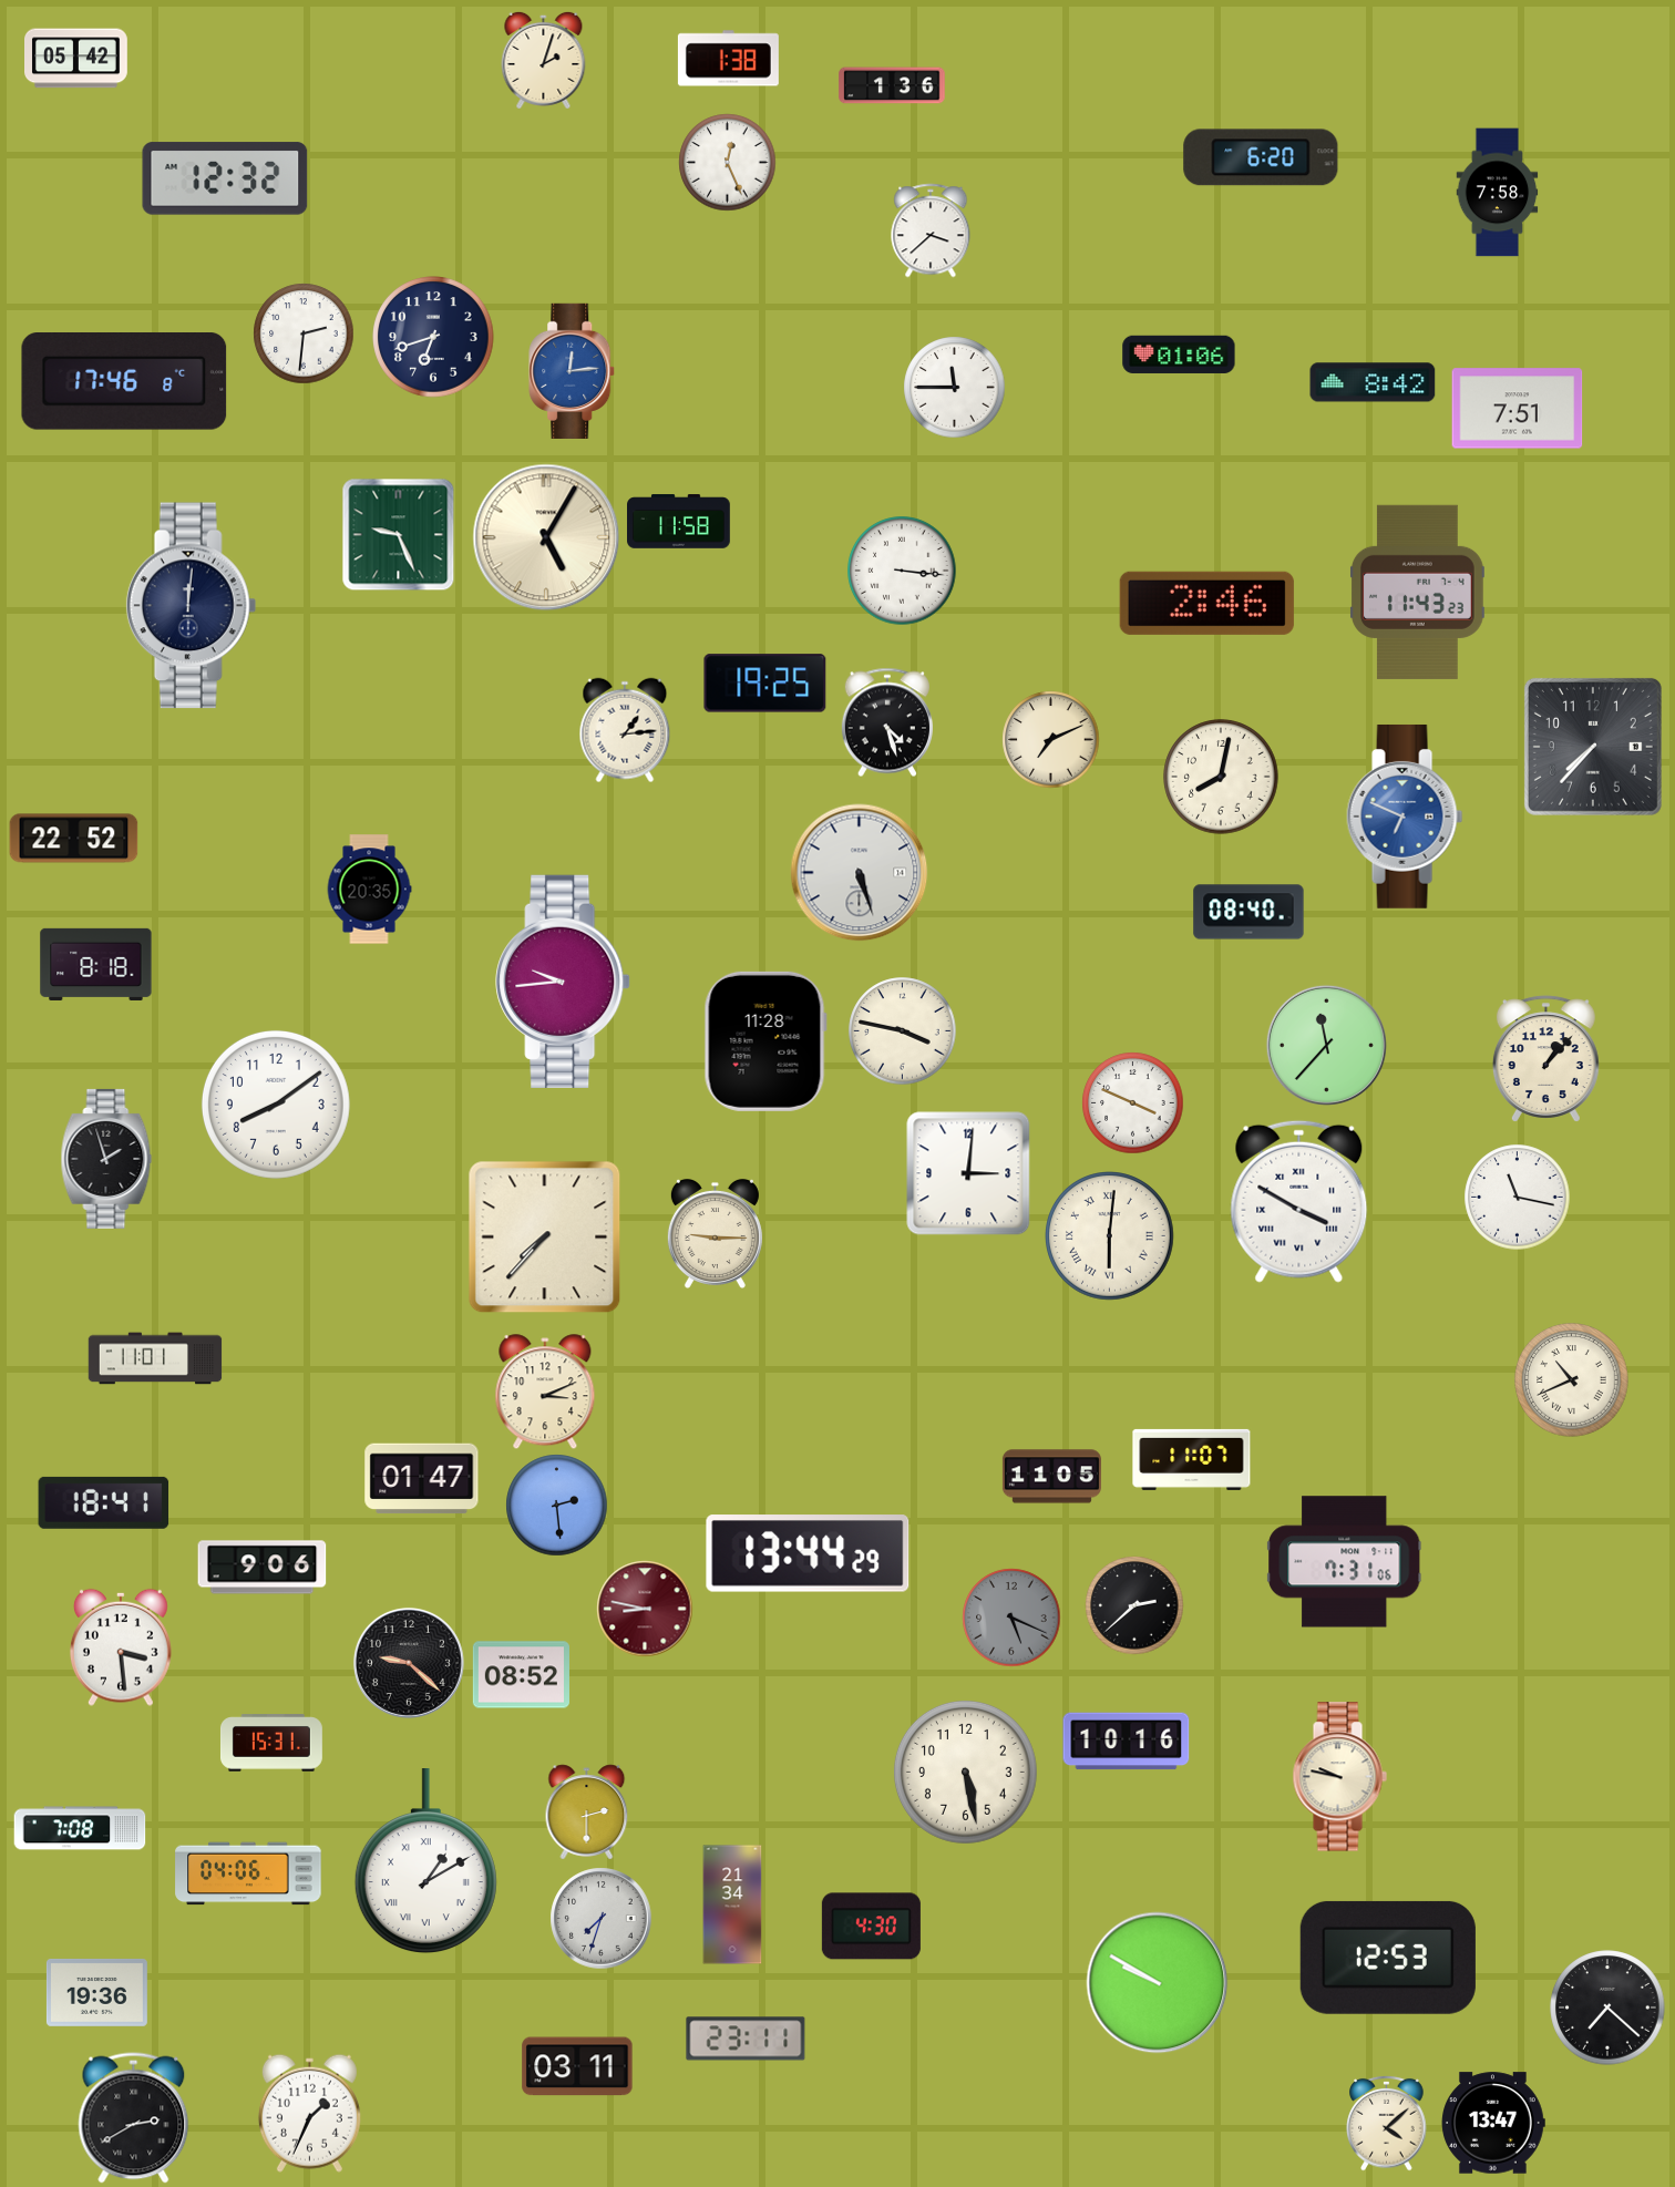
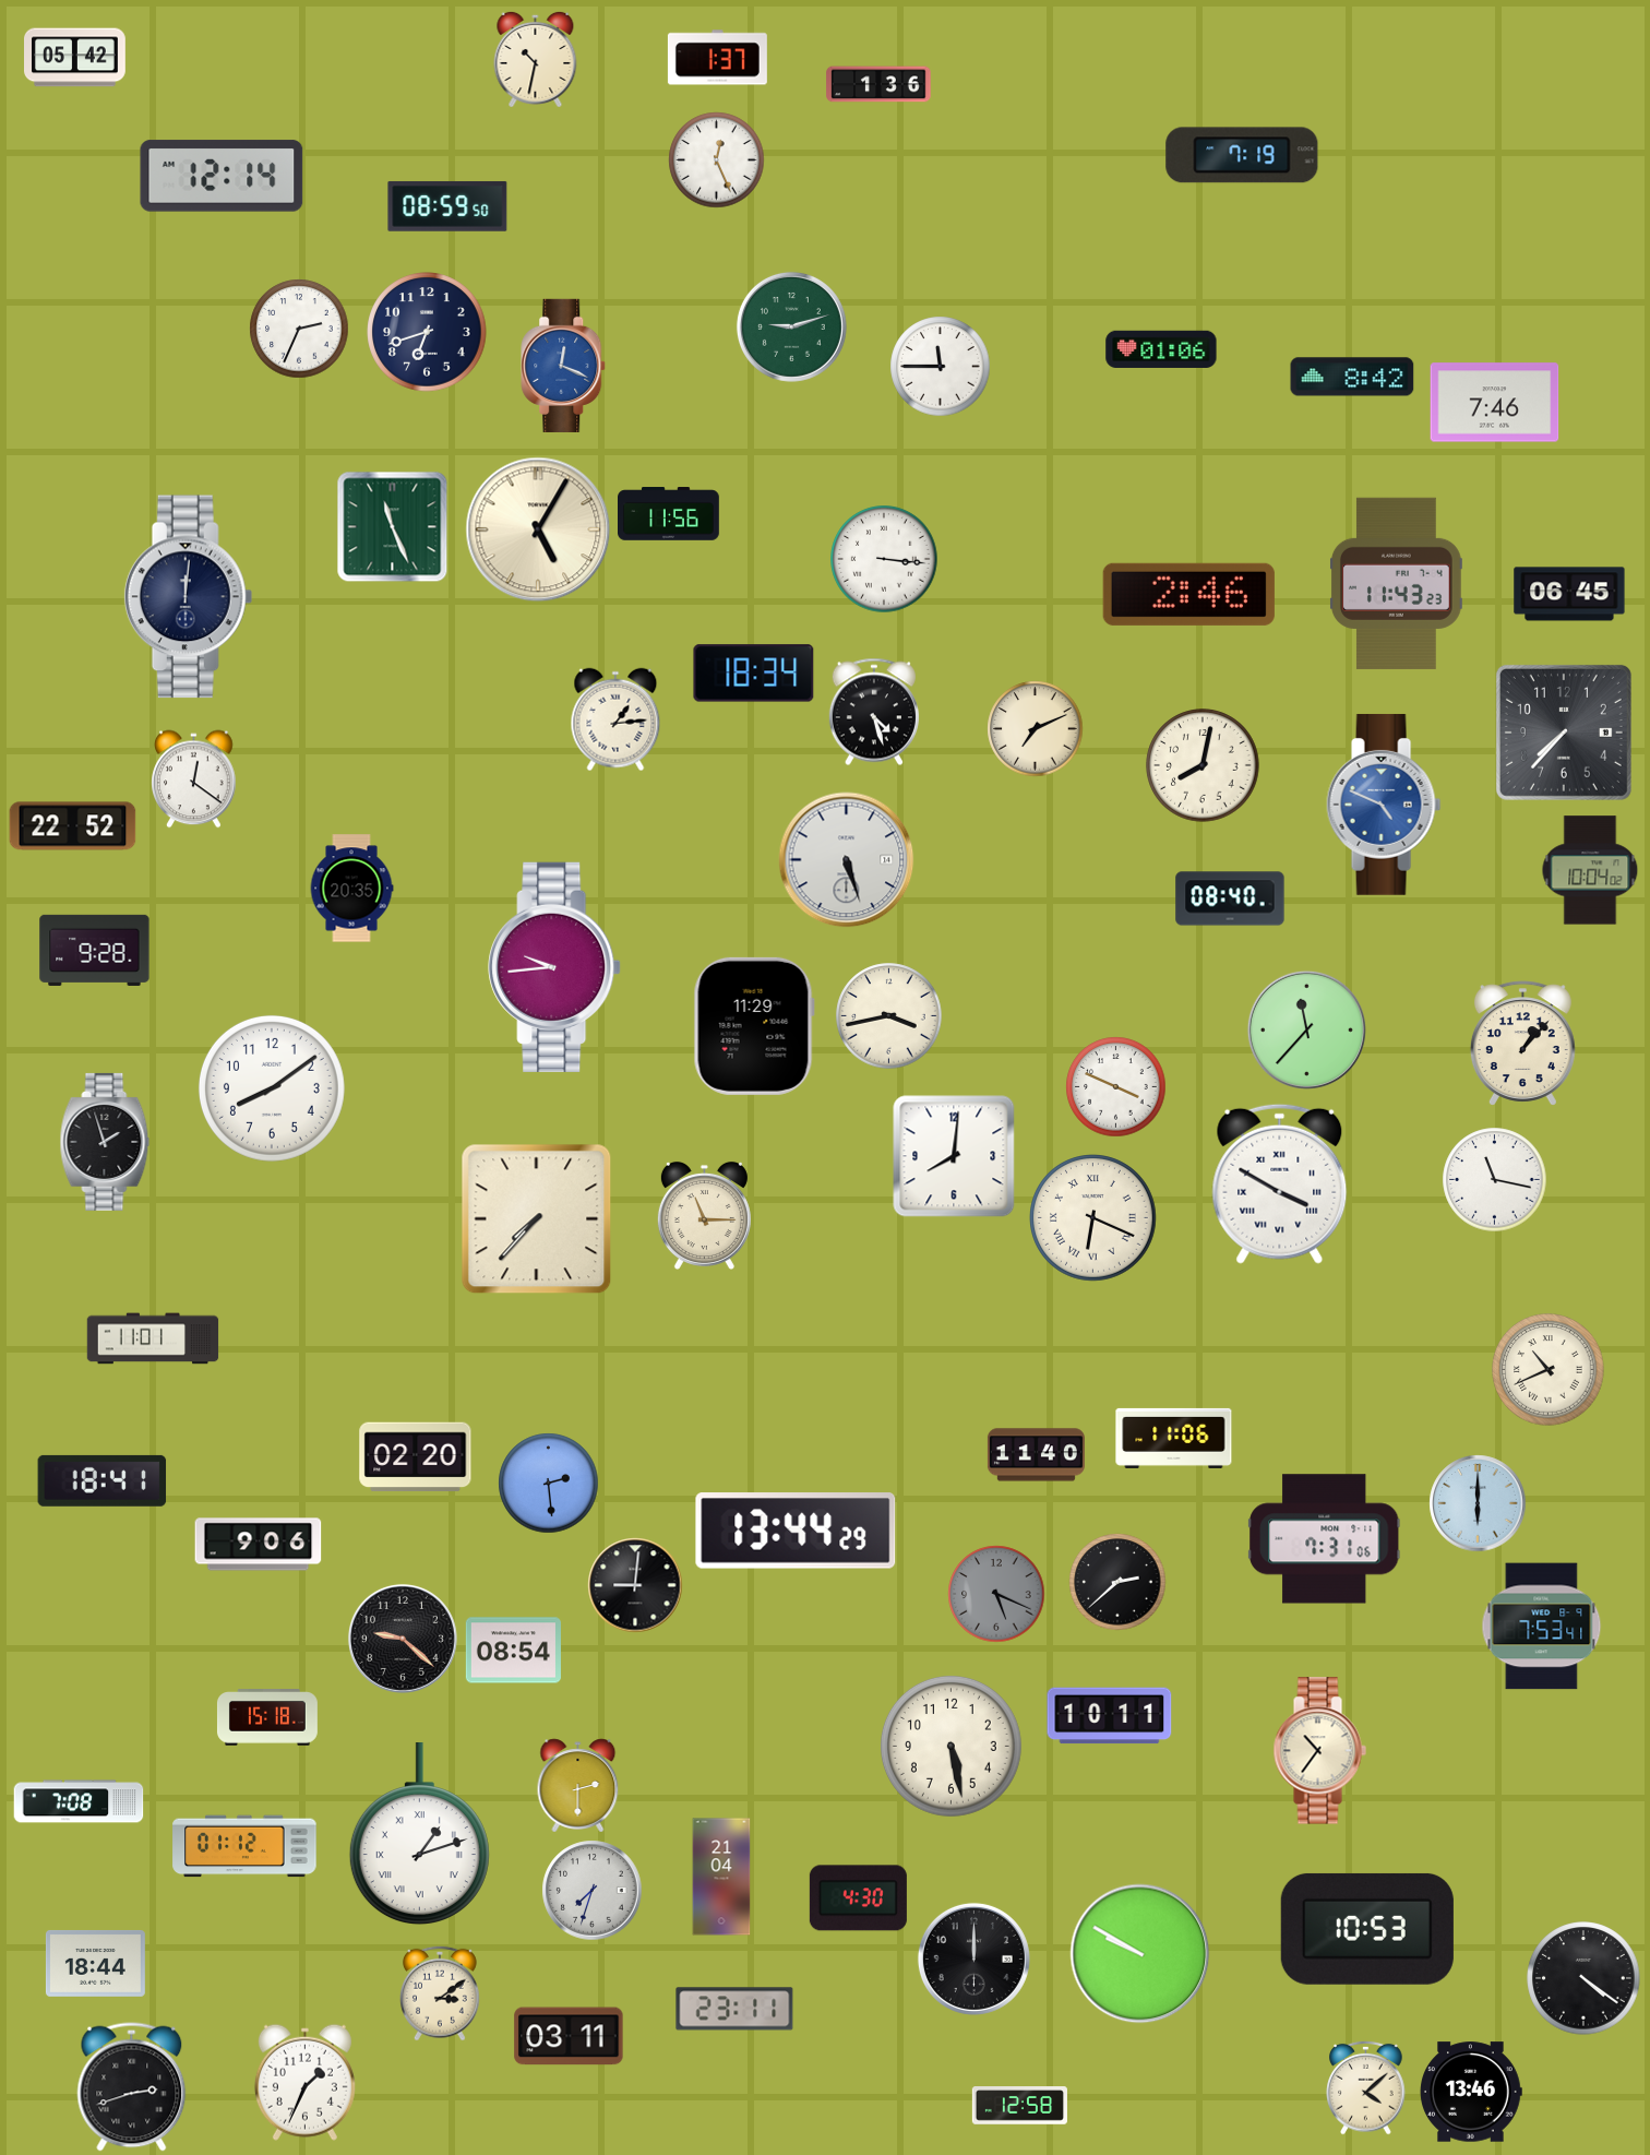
clock at (728, 59): 1:38 -> 1:37
clock at (544, 60): 2:03 -> 10:32
clock at (1261, 157): 6:20 -> 7:19
clock at (225, 178): 12:32 -> 12:14
clock at (1498, 193): 7:58 -> none
clock at (447, 206): none -> 08:59
clock at (931, 230): 3:38 -> none
clock at (791, 326): none -> 9:12
clock at (304, 333): 2:31 -> 2:34
clock at (573, 371): 12:14 -> 12:19
clock at (124, 382): 17:46 -> none
clock at (955, 388) position: (955, 388) -> (941, 367)
clock at (1518, 409): 7:51 -> 7:46
clock at (679, 522): 11:58 -> 11:56
clock at (399, 535): 9:26 -> 11:26
clock at (902, 571) position: (902, 571) -> (884, 559)
clock at (1569, 594): none -> 06:45
clock at (765, 684): 19:25 -> 18:34
clock at (1593, 747) position: (1593, 747) -> (1564, 733)
clock at (194, 779): none -> 12:21
clock at (1405, 817): 6:49 -> 4:49
clock at (1590, 870): none -> 10:04
clock at (369, 890) position: (369, 890) -> (351, 889)
clock at (96, 964): 8:18 -> 9:28
clock at (903, 1031): 3:47 -> 3:43
clock at (765, 1041): 11:28 -> 11:29
clock at (968, 1173): 3:01 -> 8:01
clock at (715, 1233): 9:15 -> 11:15
clock at (1110, 1236): 6:01 -> 6:19
clock at (1572, 1380) position: (1572, 1380) -> (1549, 1370)
clock at (545, 1393): 3:11 -> none
clock at (1192, 1459): 11:07 -> 11:06
clock at (1051, 1477): 11:05 -> 11:40
clock at (422, 1479): 01:47 -> 02:20
clock at (1478, 1503): none -> 6:00
clock at (645, 1609): 8:47 -> 9:01
clock at (645, 1609) dial: burgundy -> black
clock at (121, 1647): 3:29 -> none
clock at (1542, 1627): none -> 7:53
clock at (521, 1675): 08:52 -> 08:54
clock at (1127, 1742): 10:16 -> 10:11
clock at (271, 1743): 15:31 -> 15:18
clock at (1339, 1777): 9:47 -> 10:36
clock at (425, 1862): 1:10 -> 1:12
clock at (248, 1873): 04:06 -> 01:12
clock at (732, 1904): 21:34 -> 21:04
clock at (1388, 1958): 12:53 -> 10:53
clock at (973, 1958): none -> 12:00
clock at (96, 1993): 19:36 -> 18:44
clock at (1607, 2008): 7:22 -> 4:21
clock at (440, 1993): none -> 3:09
clock at (134, 2118): 2:40 -> 2:42
clock at (1387, 2123) position: (1387, 2123) -> (1366, 2087)
clock at (1493, 2123): 13:47 -> 13:46
clock at (1019, 2106): none -> 12:58
